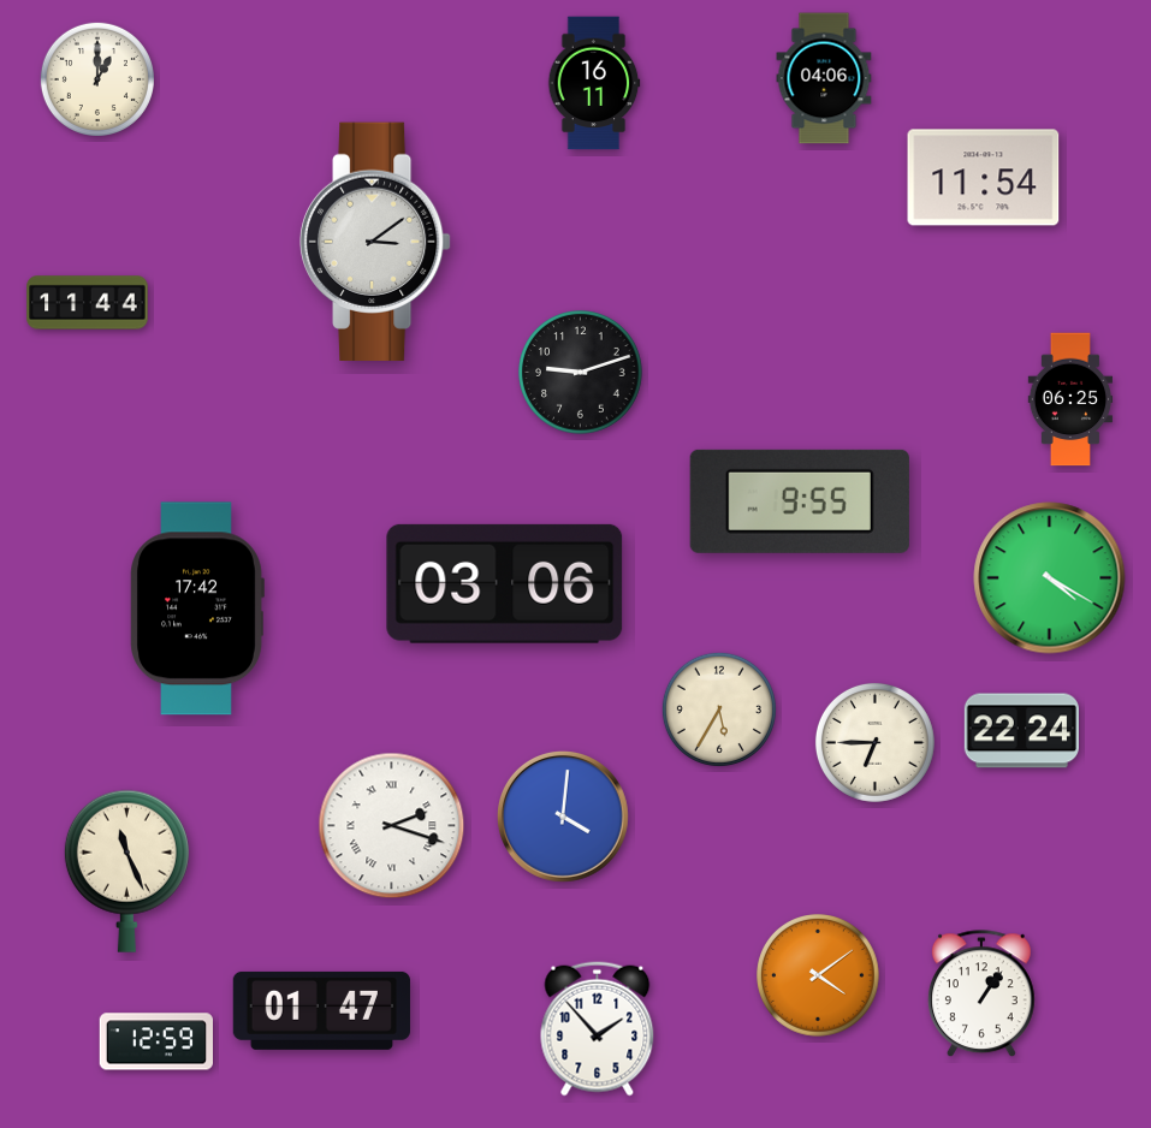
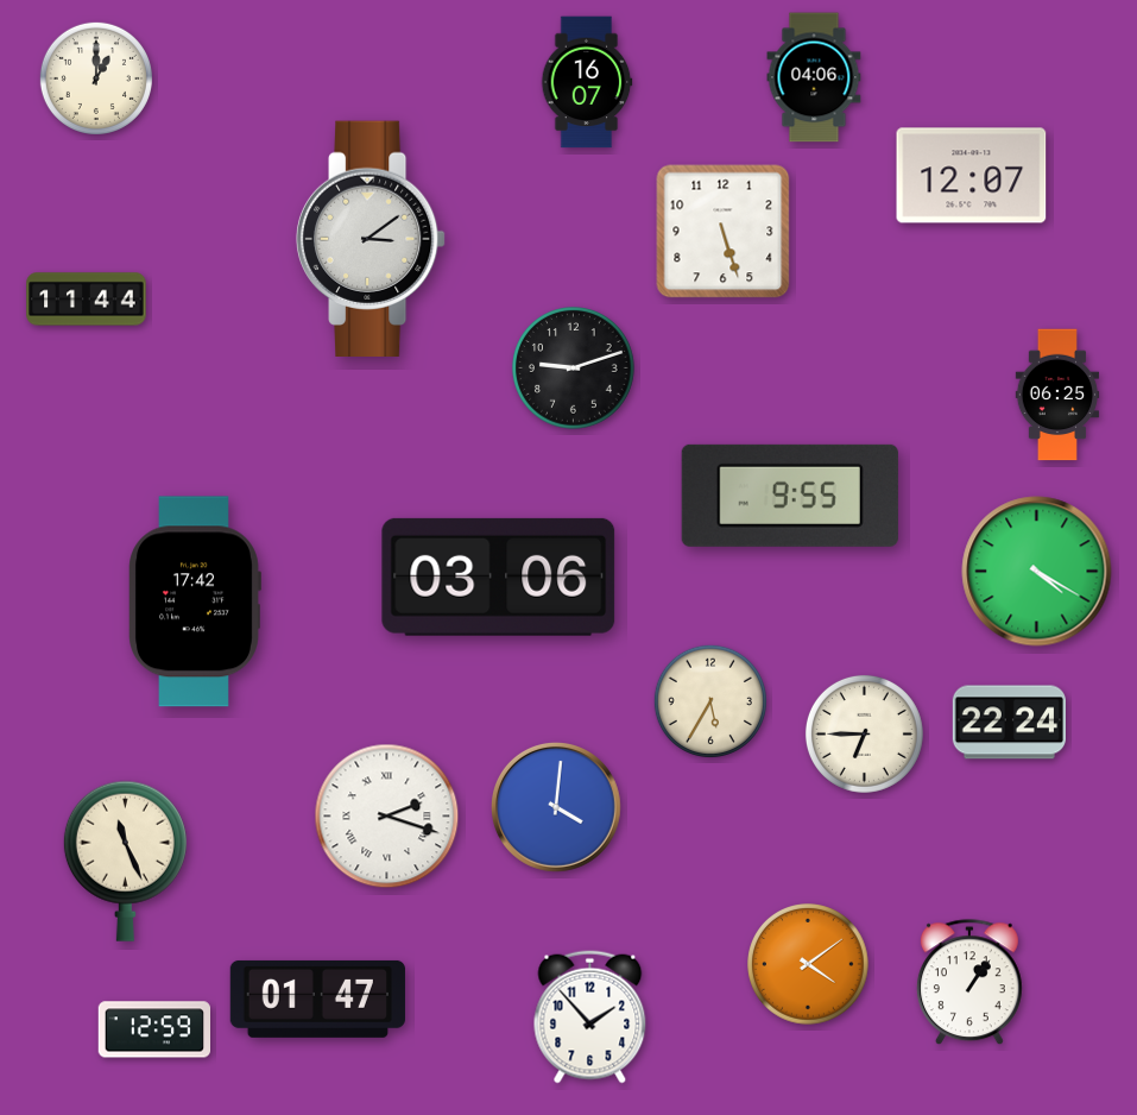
clock at (594, 83): 16:11 -> 16:07
clock at (984, 178): 11:54 -> 12:07
clock at (724, 232): none -> 5:27
